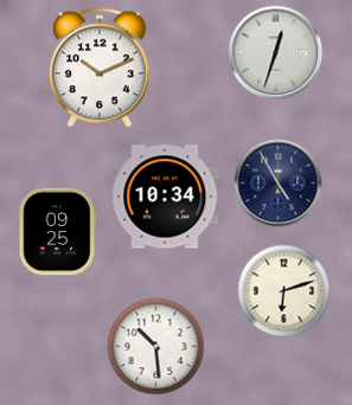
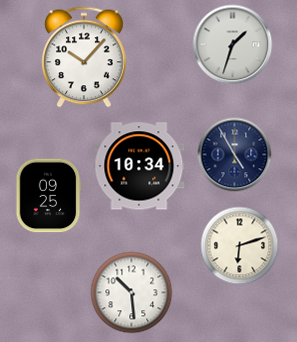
clock at (276, 53): 12:33 -> 1:33
clock at (100, 67): 10:11 -> 10:07
